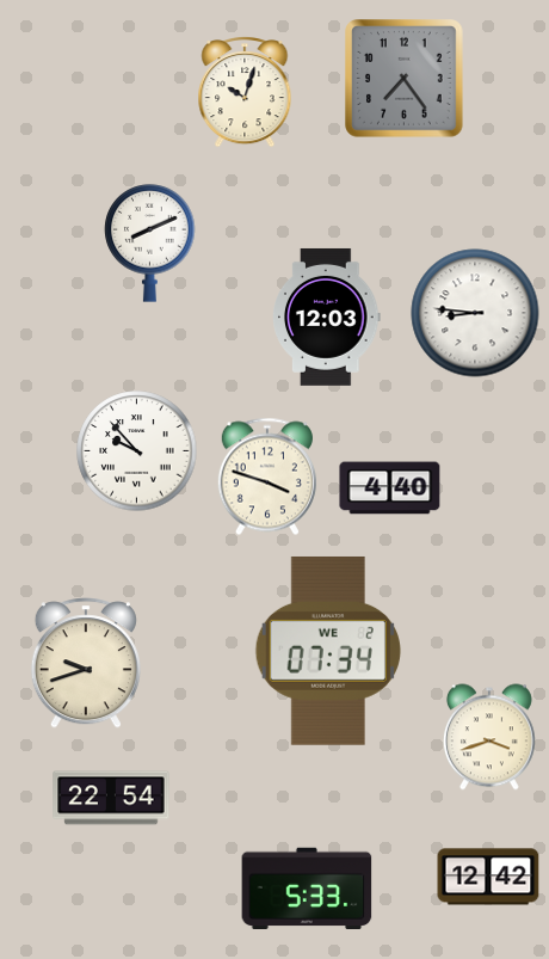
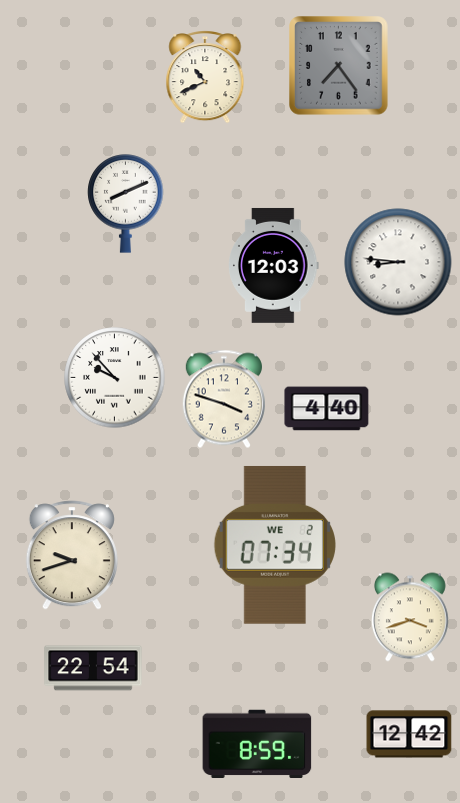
clock at (245, 93): 10:03 -> 10:41
clock at (307, 887): 5:33 -> 8:59
